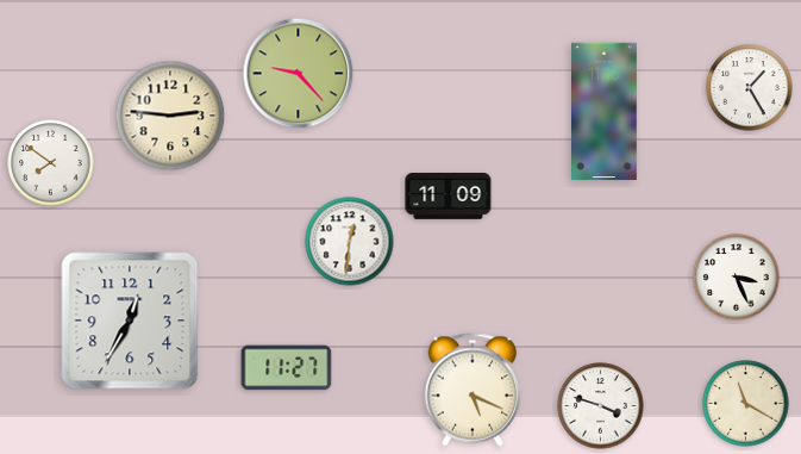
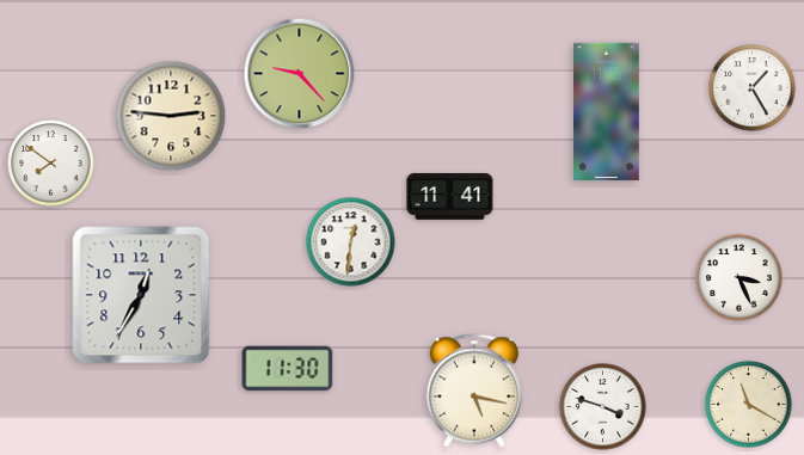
clock at (449, 195): 11:09 -> 11:41
clock at (130, 321) position: (130, 321) -> (141, 295)
clock at (287, 368): 11:27 -> 11:30
clock at (473, 390): 5:19 -> 5:17
